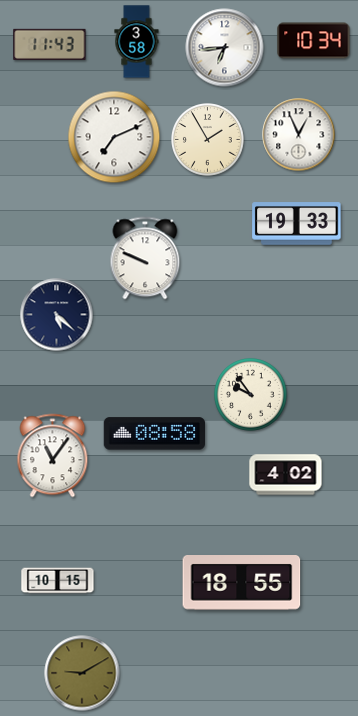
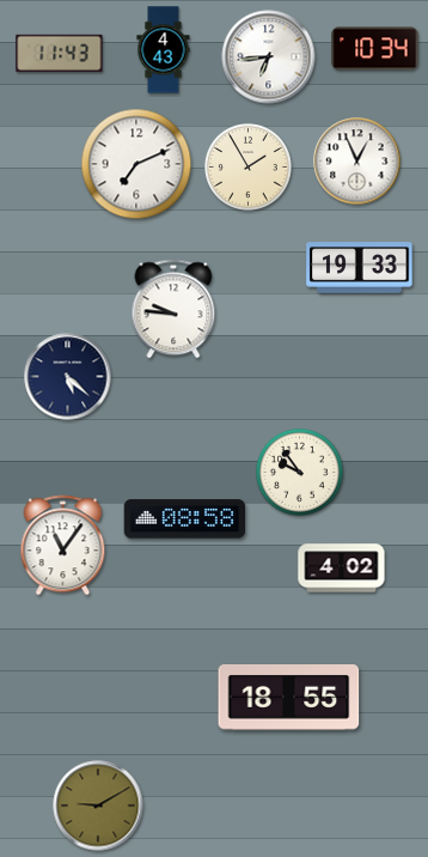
clock at (137, 42): 3:58 -> 4:43
clock at (297, 224) position: (297, 224) -> (360, 268)
clock at (145, 258): 9:49 -> 9:46
clock at (58, 581): 10:15 -> none
